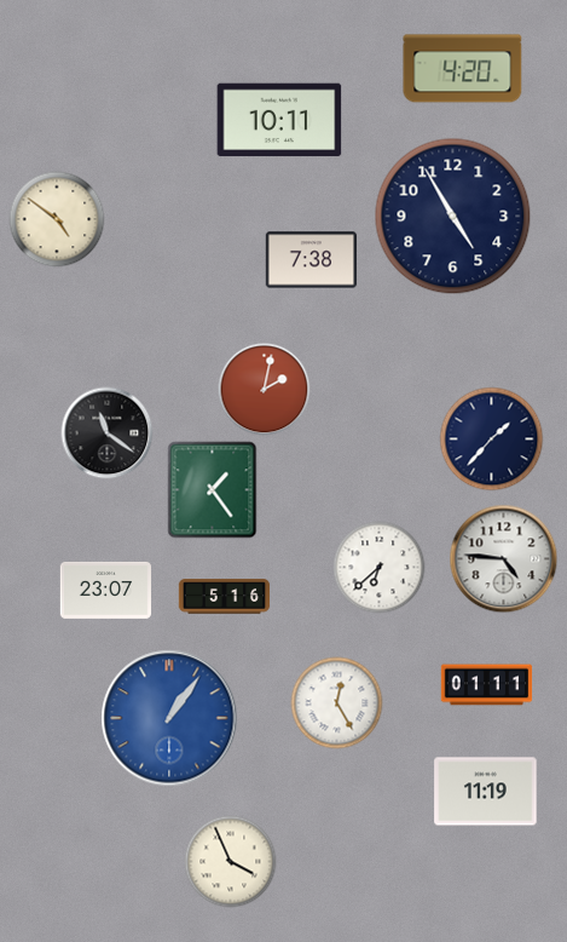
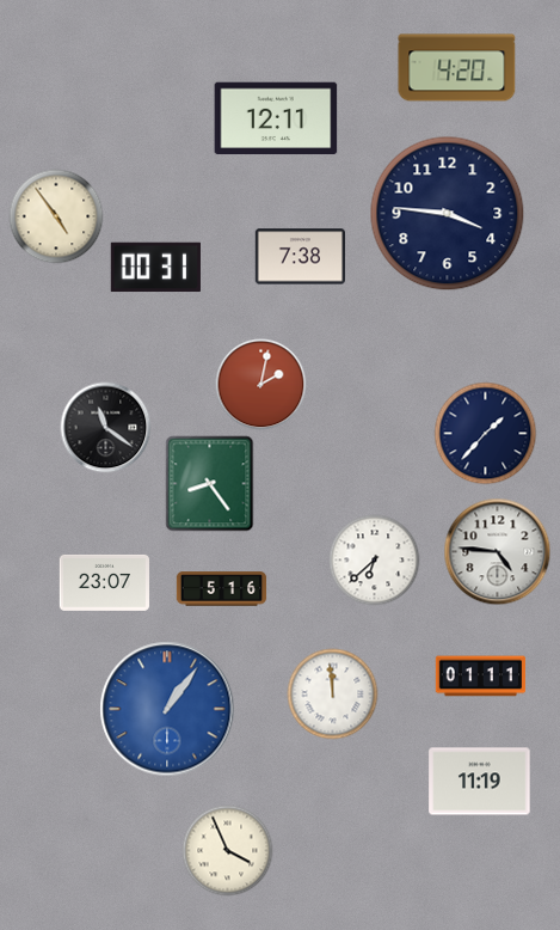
clock at (279, 120): 10:11 -> 12:11
clock at (453, 217): 4:55 -> 3:46
clock at (57, 219): 4:51 -> 4:54
clock at (311, 260) position: (311, 260) -> (300, 257)
clock at (155, 268): none -> 00:31
clock at (213, 490): 1:24 -> 8:24
clock at (337, 703): 12:25 -> 11:59
